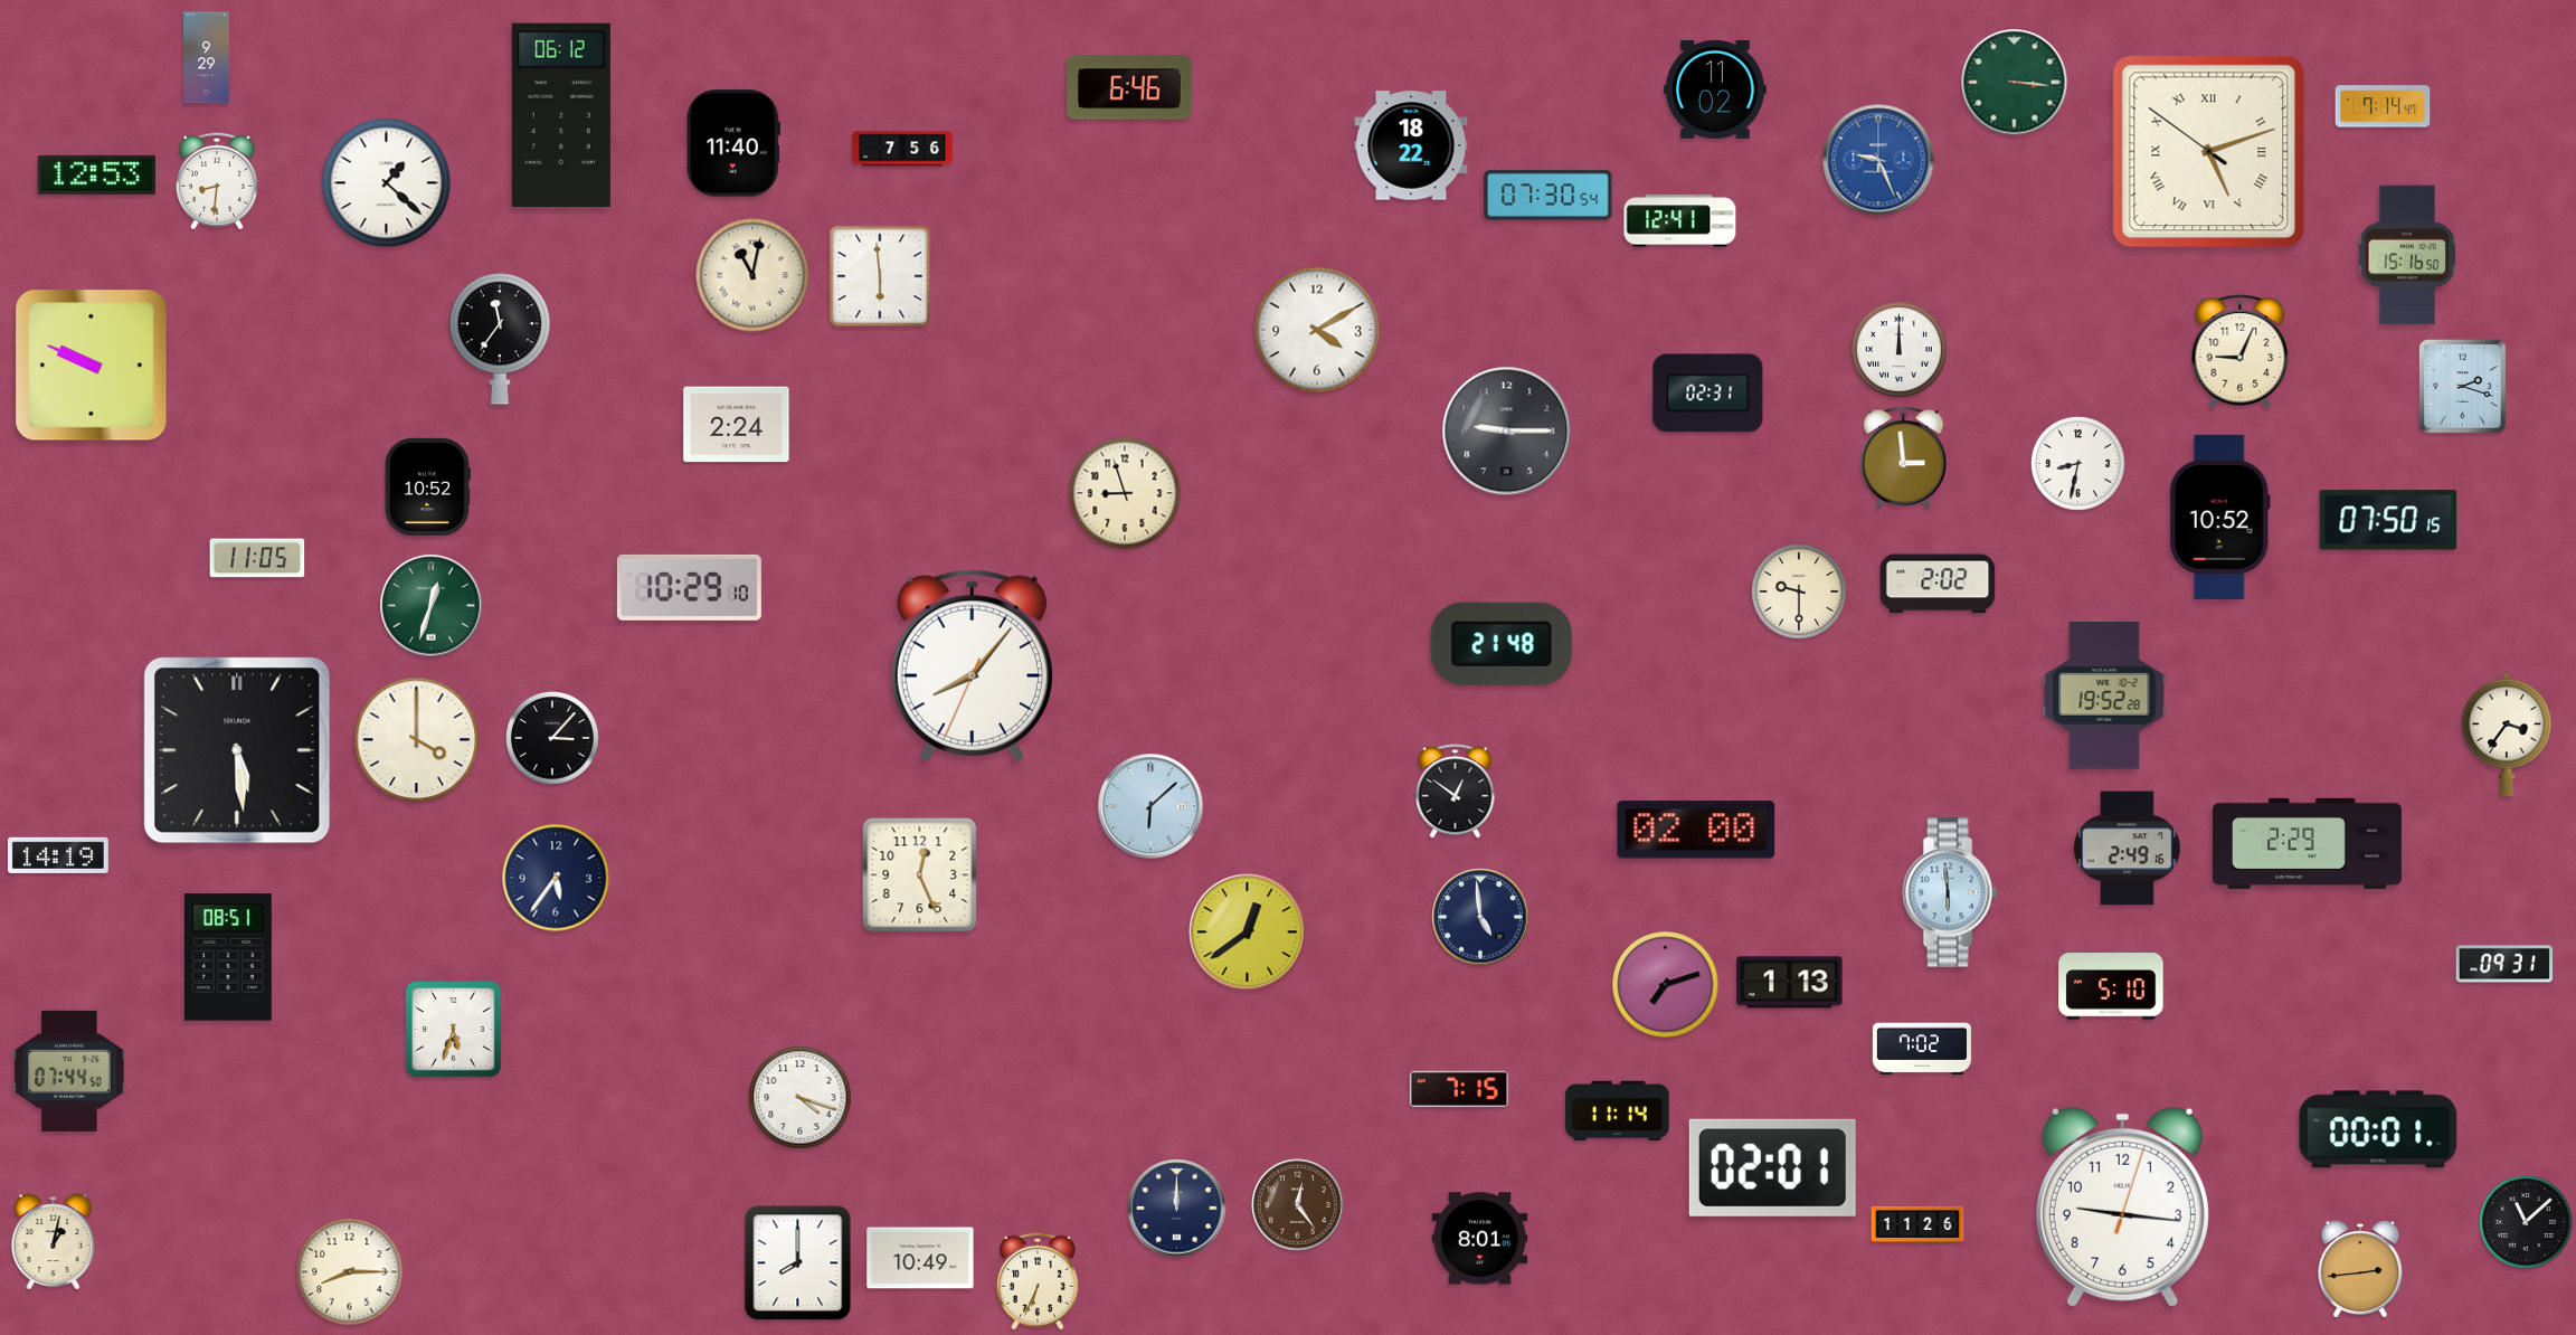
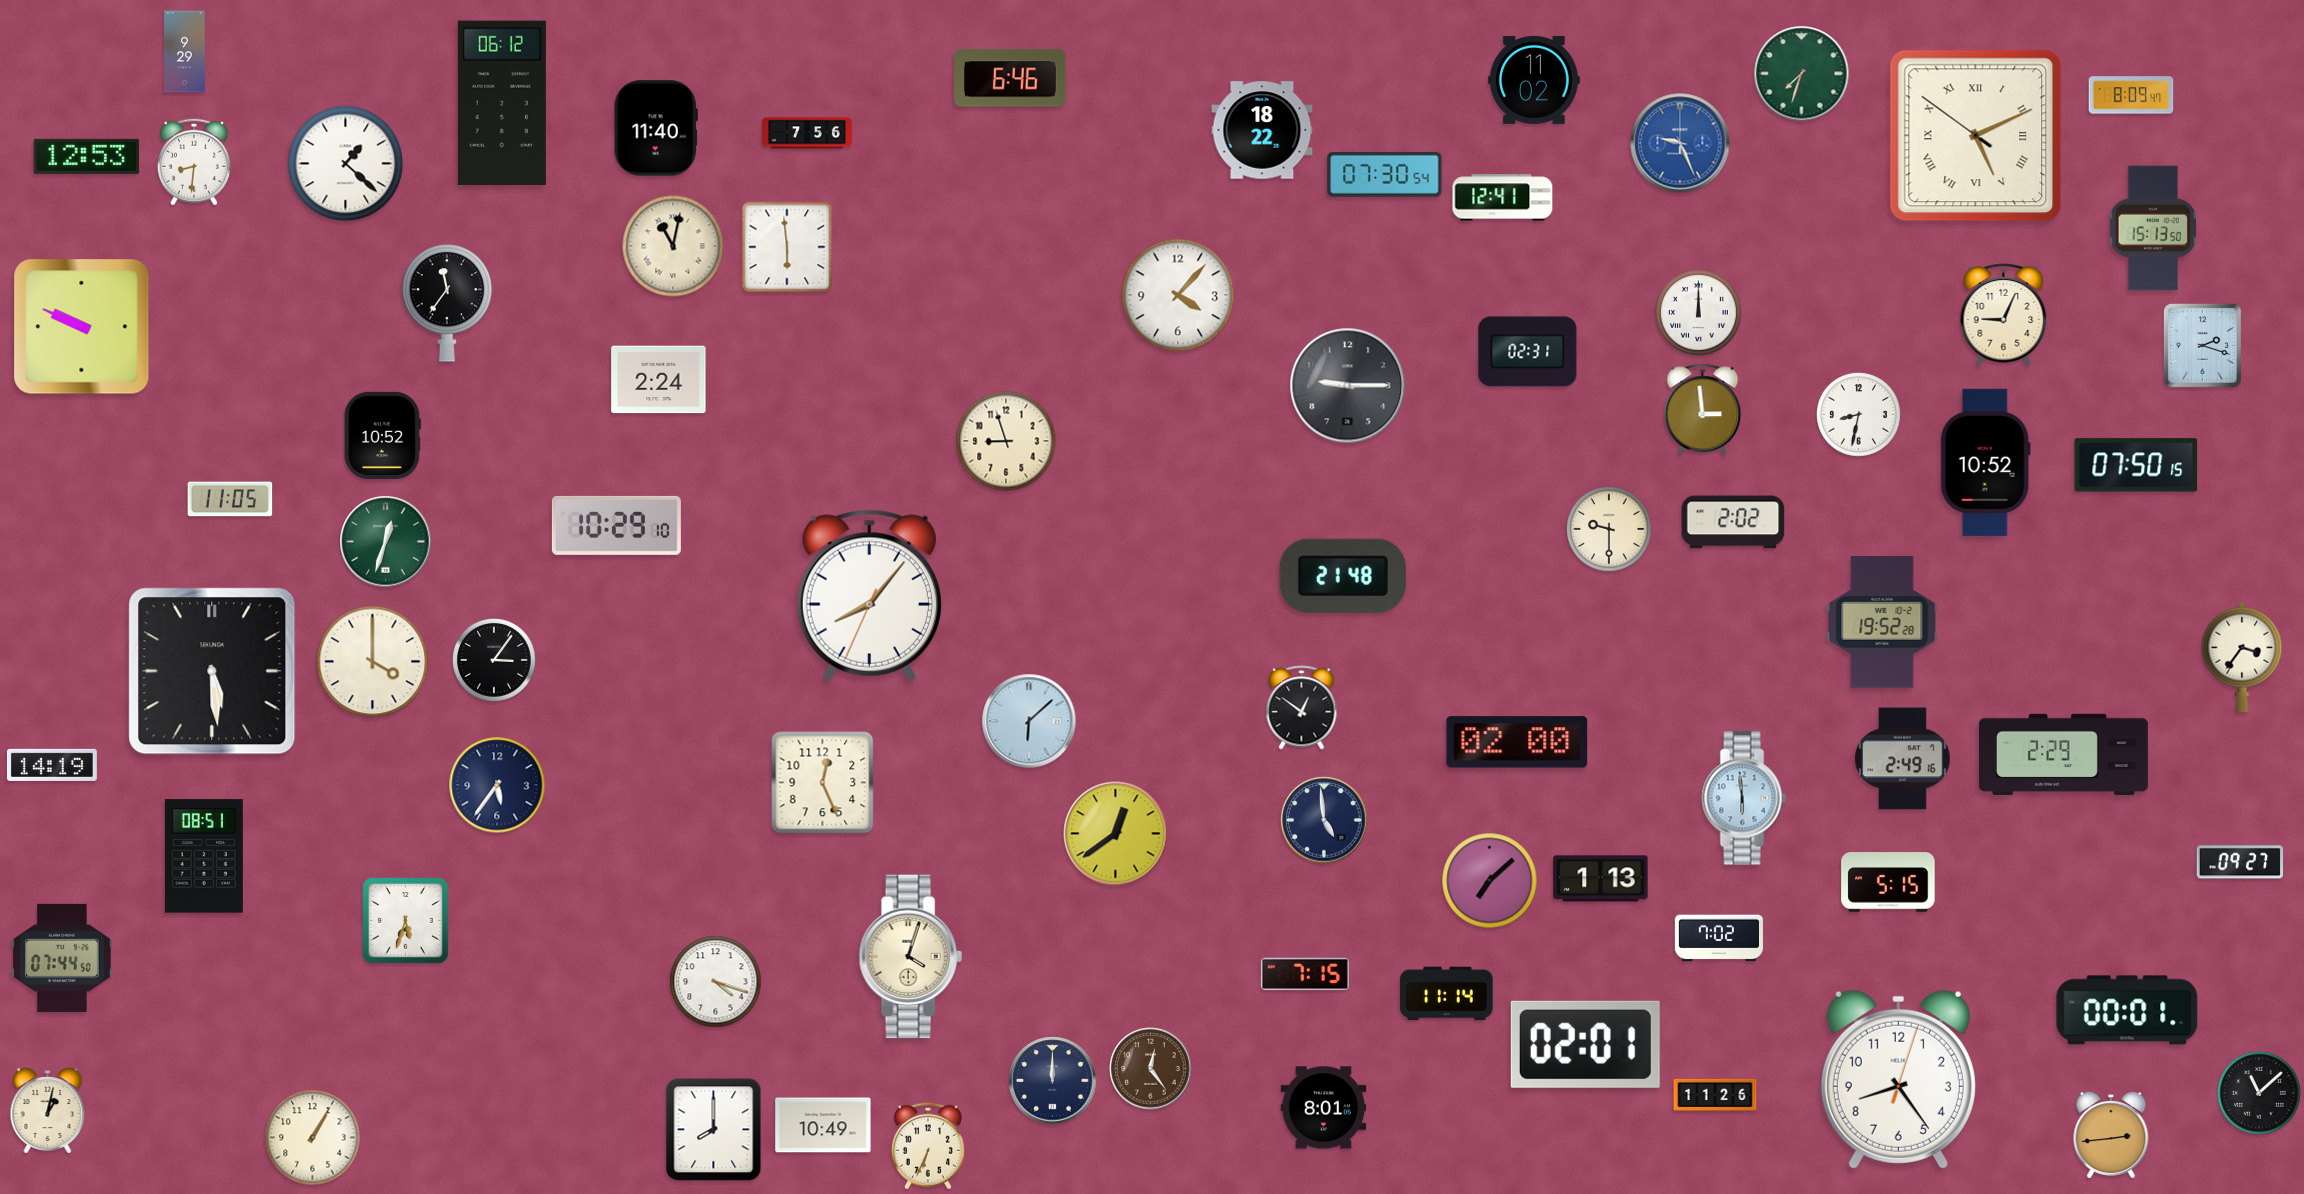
clock at (2015, 83): 3:16 -> 7:33
clock at (2383, 106): 7:14 -> 8:09
clock at (2209, 152): 5:11 -> 5:10
clock at (2407, 255): 15:16 -> 15:13
clock at (1317, 330): 4:10 -> 4:07
clock at (552, 738): 3:07 -> 3:06
clock at (2504, 964): 09:31 -> 09:27
clock at (1666, 985): 7:12 -> 7:08
clock at (2111, 986): 5:10 -> 5:15
clock at (910, 957): none -> 4:03
clock at (1298, 1205) position: (1298, 1205) -> (1151, 1069)
clock at (2122, 1206): 9:16 -> 8:24
clock at (350, 1272): 8:15 -> 1:05
